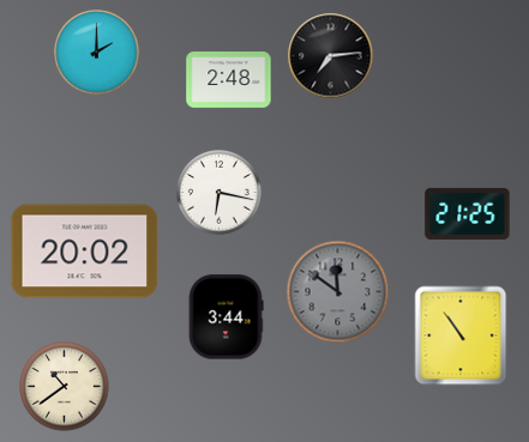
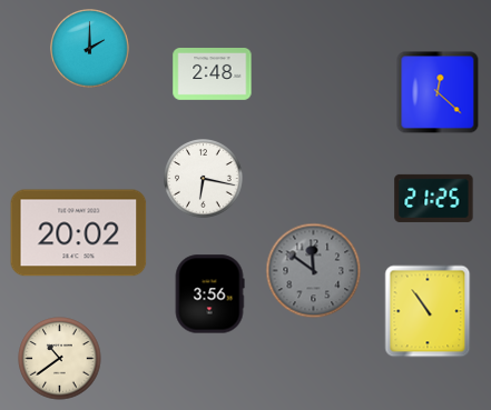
clock at (331, 56): 7:14 -> none
clock at (438, 92): none -> 12:22
clock at (226, 317): 3:44 -> 3:56
